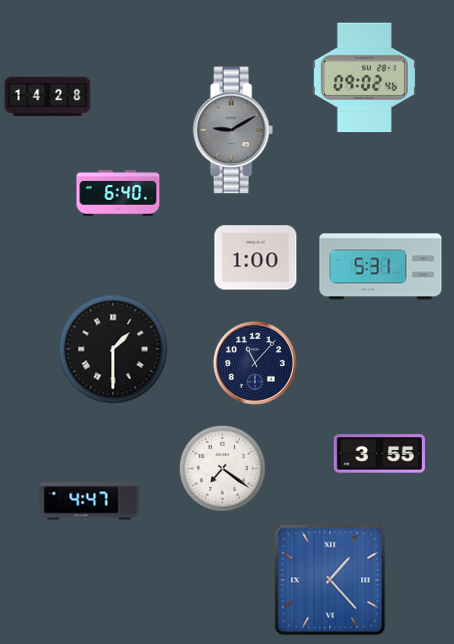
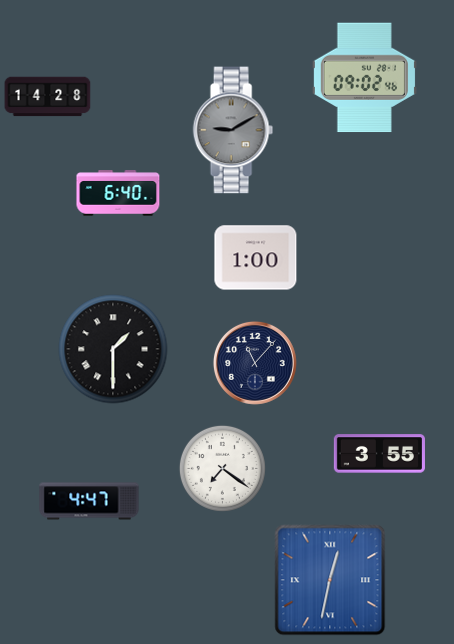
clock at (381, 267): 5:31 -> none
clock at (330, 580): 1:23 -> 12:32
